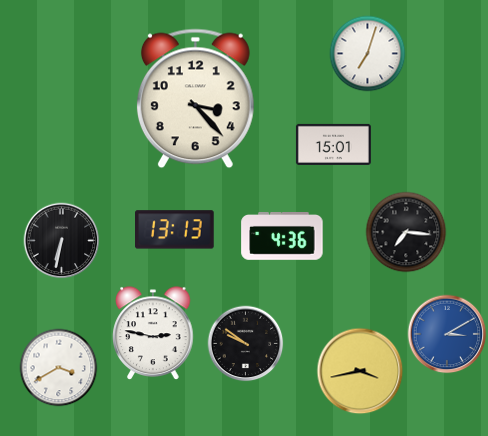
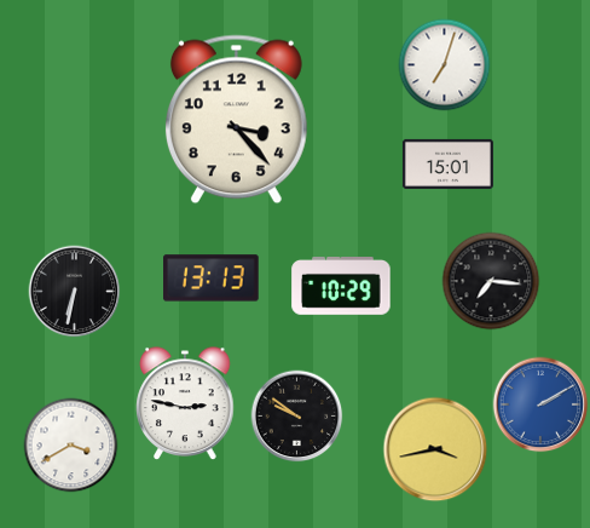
clock at (333, 144) position: (333, 144) -> (447, 163)
clock at (282, 237): 4:36 -> 10:29
clock at (447, 334): 3:10 -> 2:10
